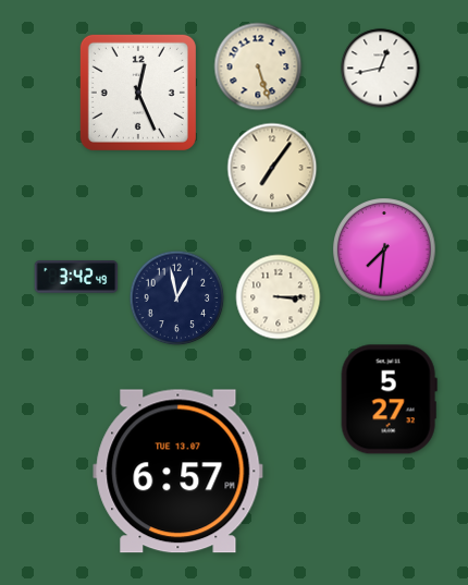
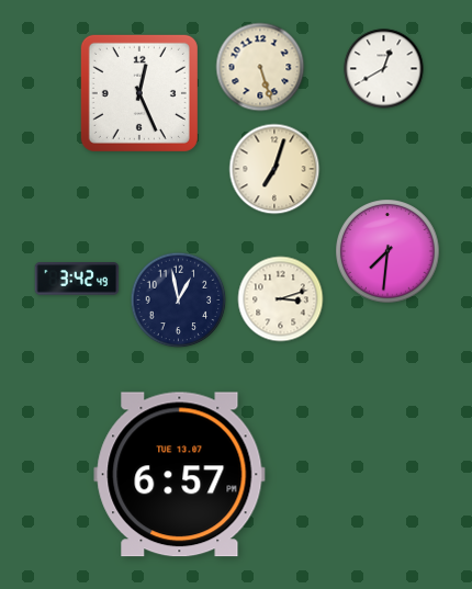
clock at (381, 69): 12:43 -> 12:40
clock at (272, 168): 7:06 -> 7:03
clock at (279, 297): 3:15 -> 3:12
clock at (389, 400): 5:27 -> none
